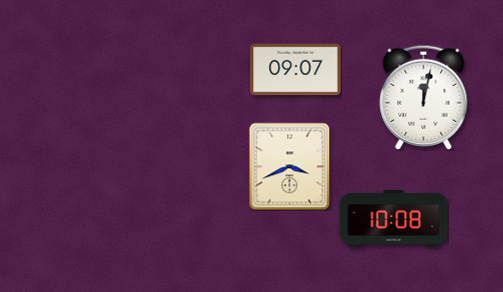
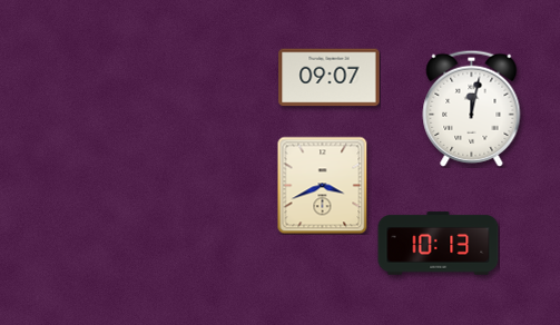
clock at (394, 219): 10:08 -> 10:13
